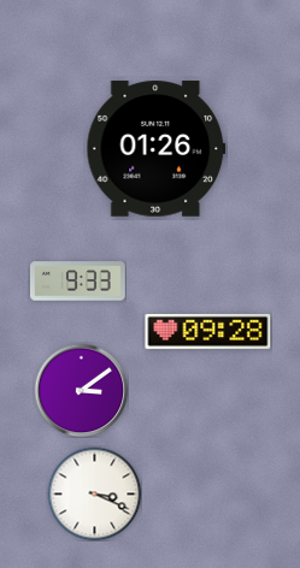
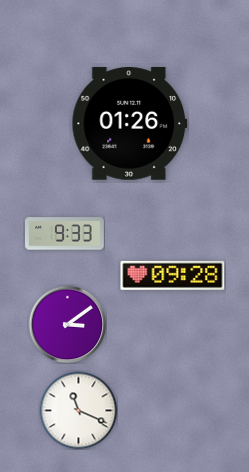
clock at (94, 493): 3:19 -> 11:19
